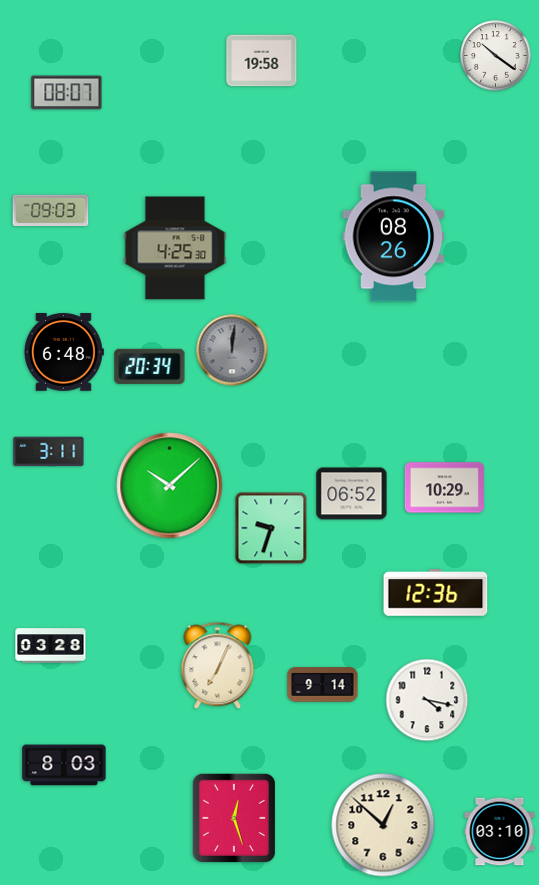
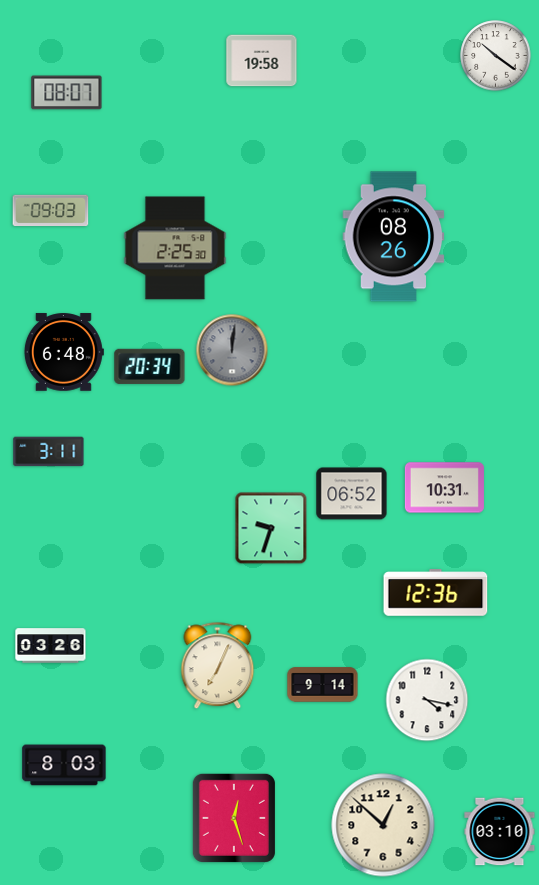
clock at (175, 248): 4:25 -> 2:25
clock at (170, 486): 10:08 -> none
clock at (444, 488): 10:29 -> 10:31
clock at (51, 646): 03:28 -> 03:26
